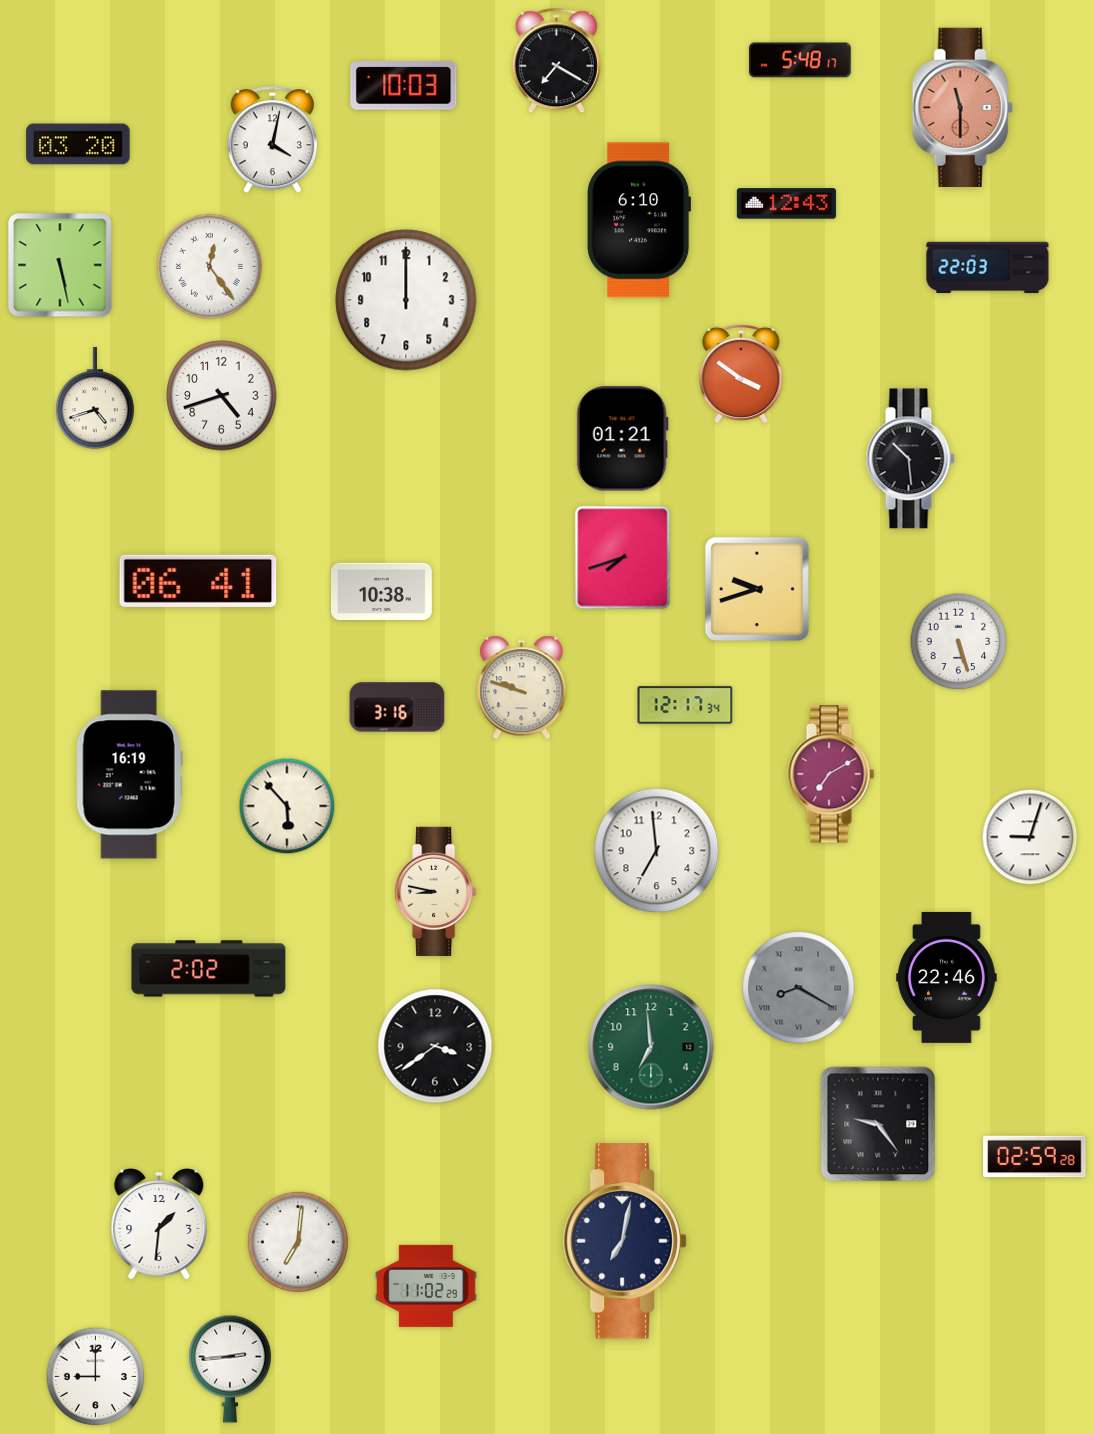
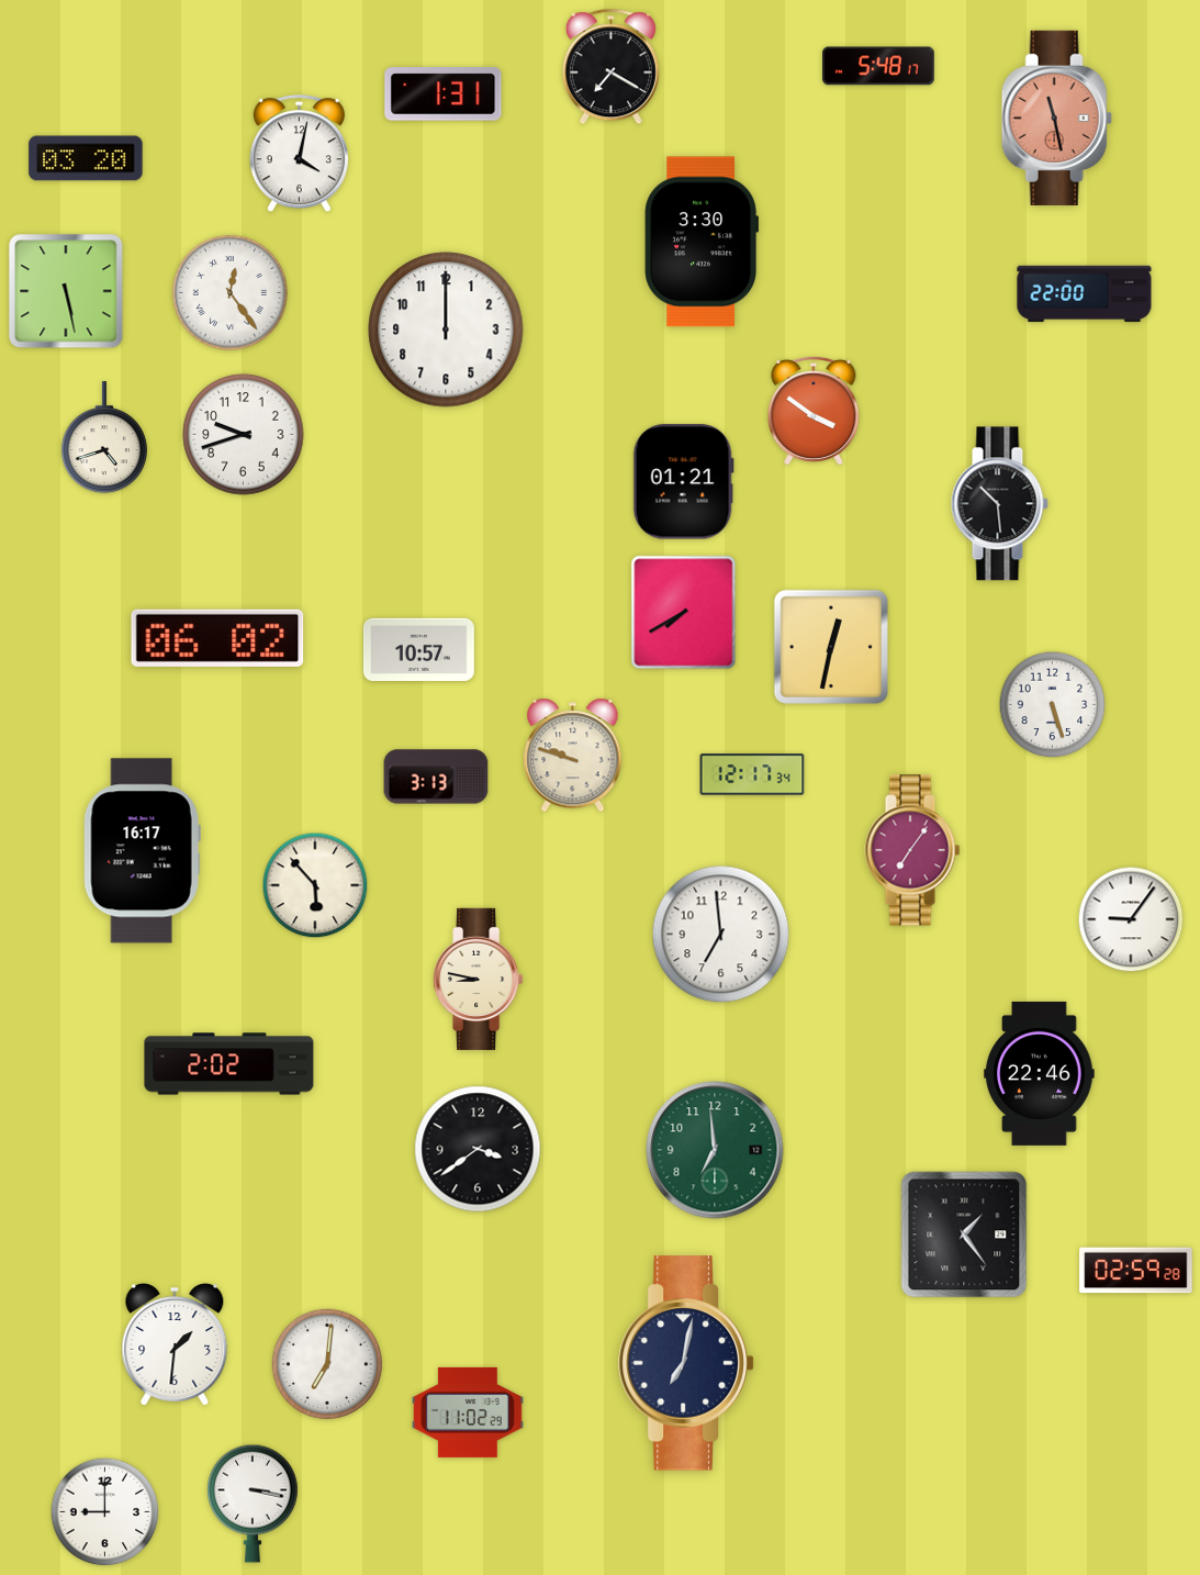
clock at (404, 86): 10:03 -> 1:31
clock at (962, 107): 11:30 -> 11:28
clock at (786, 204): 12:43 -> none
clock at (639, 220): 6:10 -> 3:30
clock at (988, 268): 22:03 -> 22:00
clock at (222, 396): 4:42 -> 9:42
clock at (623, 558): 7:42 -> 7:40
clock at (198, 581): 06:41 -> 06:02
clock at (757, 589): 9:42 -> 12:32
clock at (381, 591): 10:38 -> 10:57
clock at (397, 707): 3:16 -> 3:13
clock at (831, 774): 7:10 -> 7:06
clock at (129, 775): 16:19 -> 16:17
clock at (1030, 837): 9:03 -> 9:06
clock at (799, 988): 8:20 -> none
clock at (878, 1124): 9:24 -> 1:24
clock at (231, 1369): 2:44 -> 3:17
